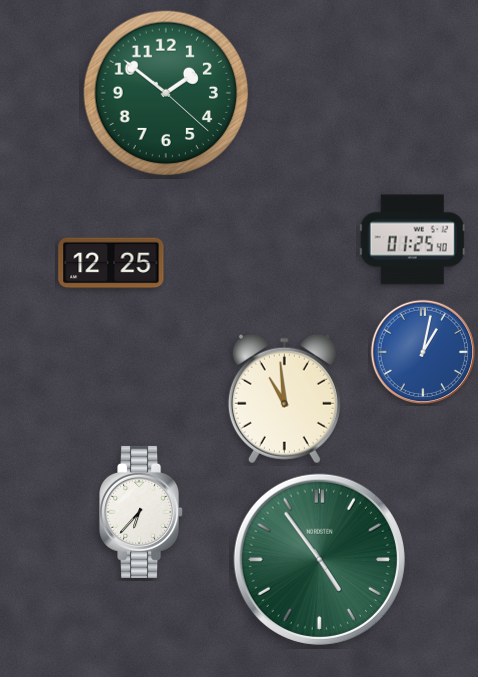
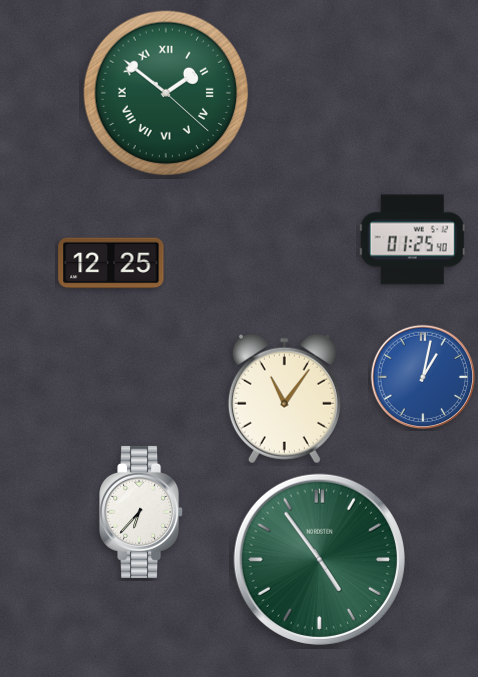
clock at (166, 93) numerals: Arabic -> Roman
clock at (422, 351) position: (422, 351) -> (422, 376)
clock at (284, 399): 10:59 -> 11:06
